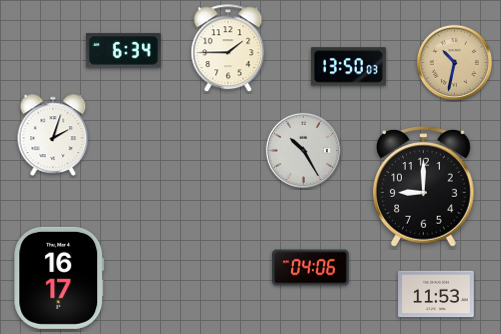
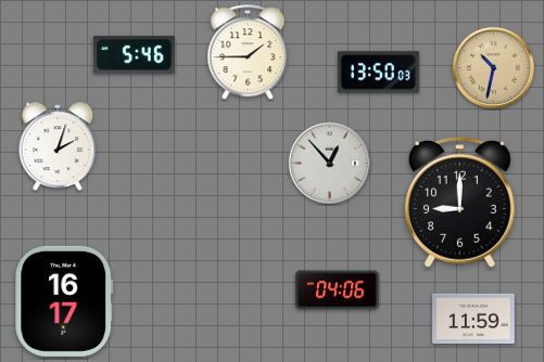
clock at (123, 51): 6:34 -> 5:46
clock at (303, 150): 10:25 -> 12:53
clock at (436, 294): 11:53 -> 11:59
